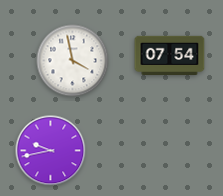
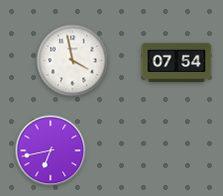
clock at (170, 56) position: (170, 56) -> (177, 63)
clock at (51, 151): 9:43 -> 6:43
